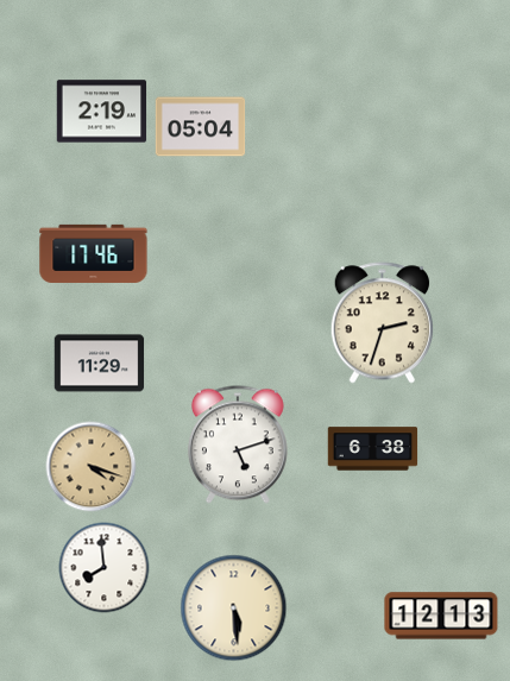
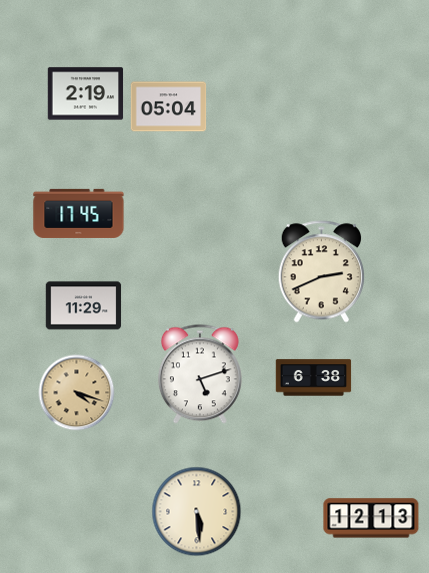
clock at (94, 253): 17:46 -> 17:45
clock at (382, 323): 2:33 -> 2:41
clock at (105, 568): 7:59 -> none
